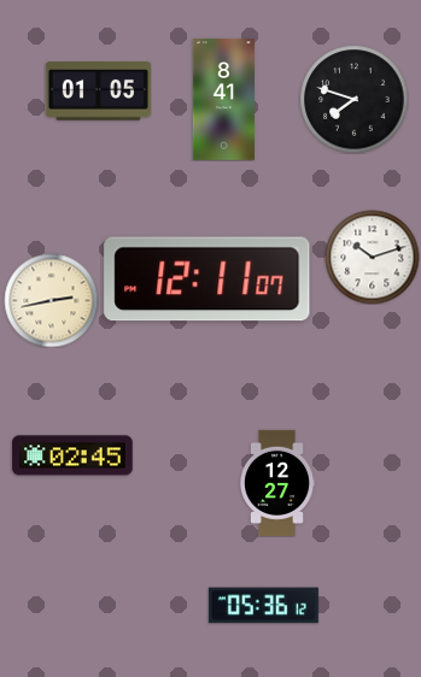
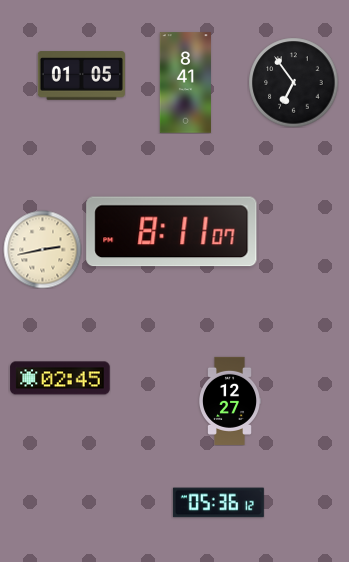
clock at (353, 99): 7:48 -> 6:54
clock at (372, 257): 10:12 -> none
clock at (207, 279): 12:11 -> 8:11
